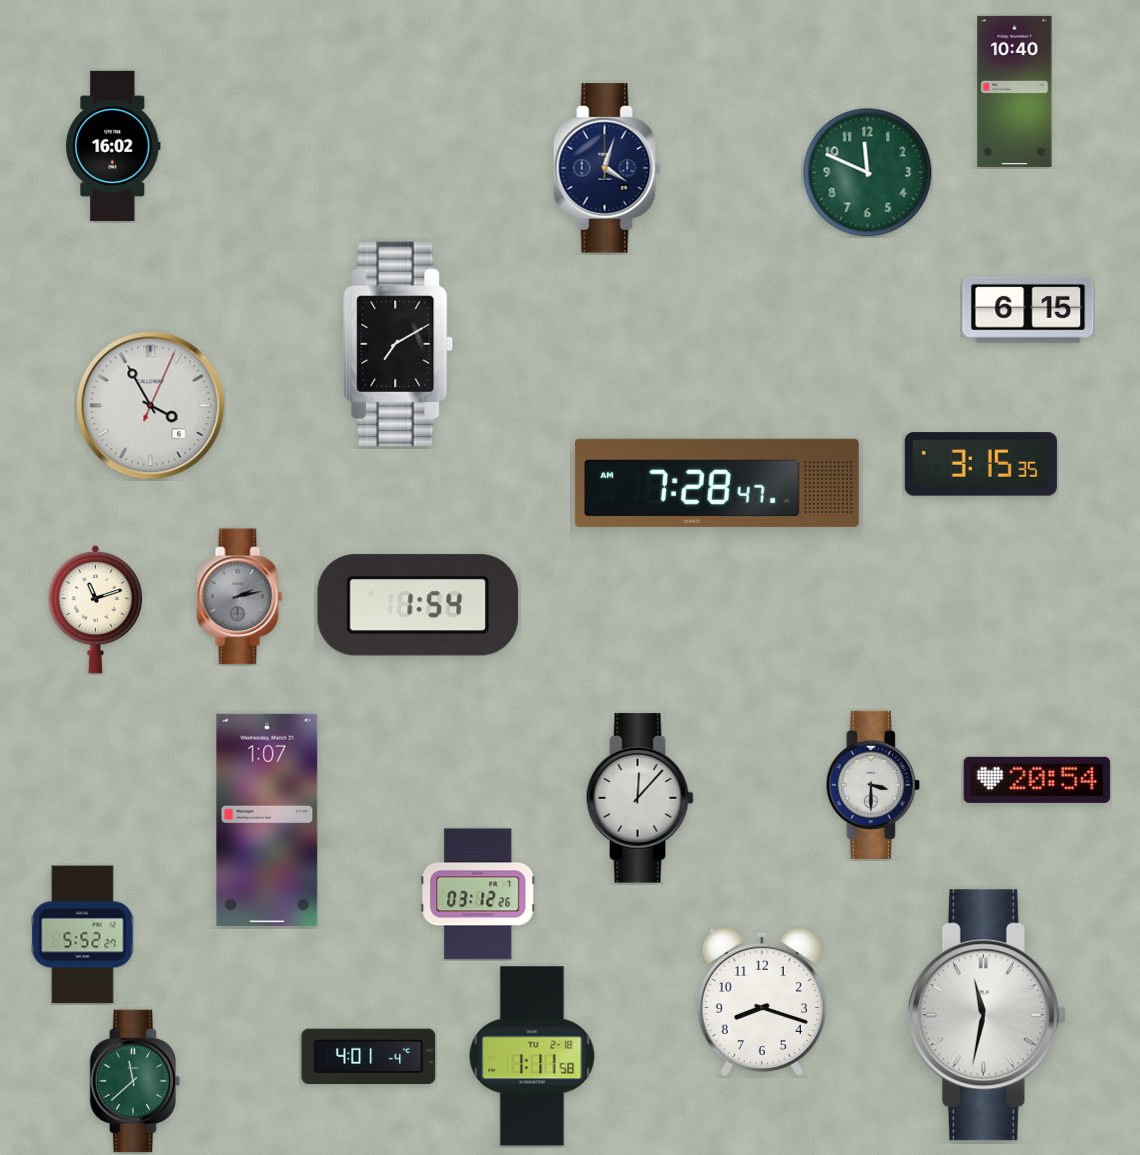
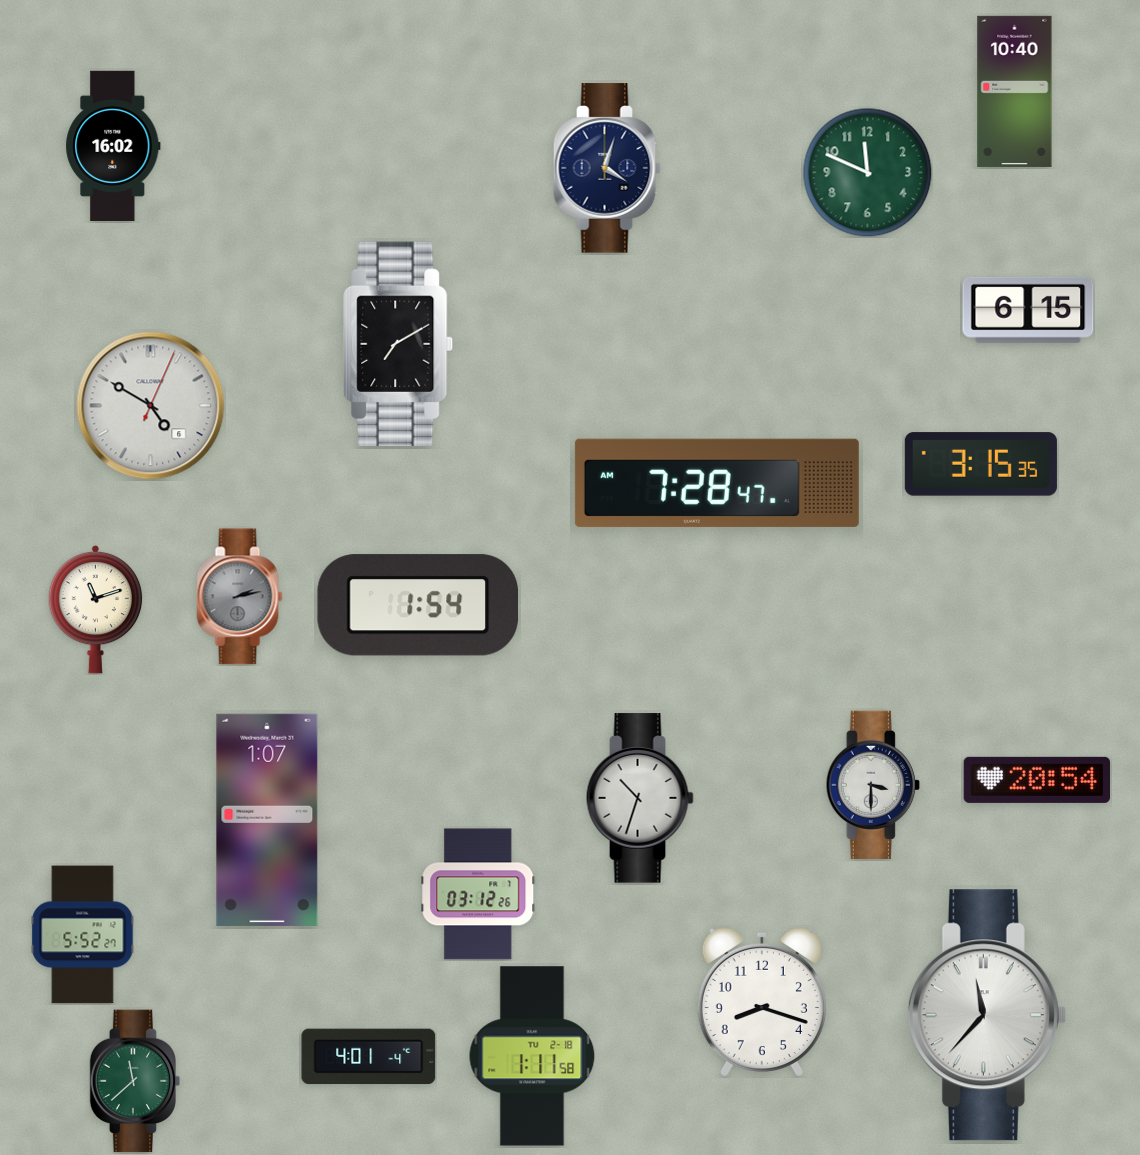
clock at (151, 406): 3:55 -> 4:50
clock at (640, 798): 12:07 -> 10:33
clock at (987, 1015): 11:32 -> 11:37
